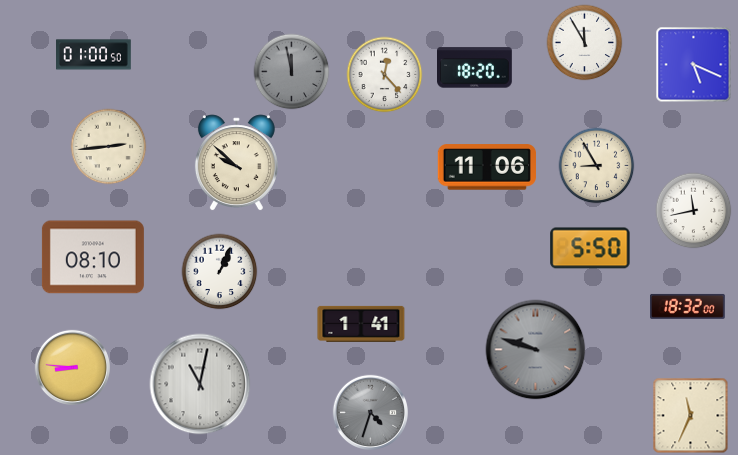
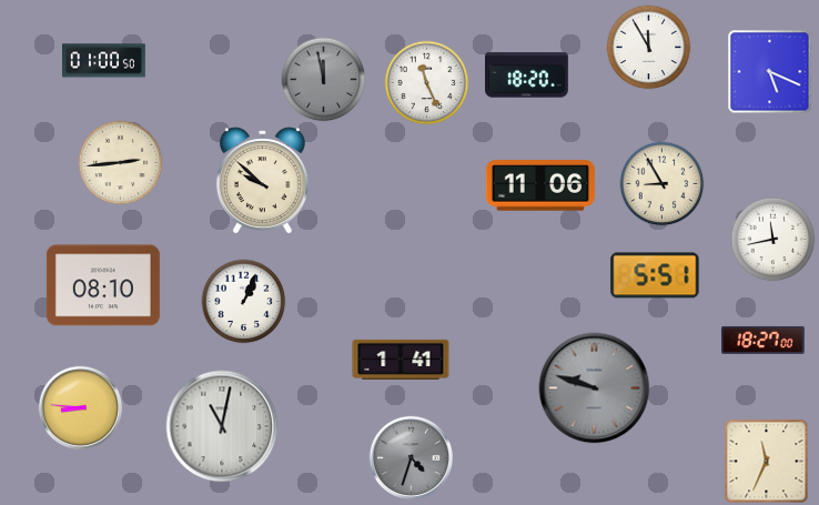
clock at (385, 75): 12:23 -> 11:26
clock at (694, 211) position: (694, 211) -> (774, 240)
clock at (590, 248): 5:50 -> 5:51
clock at (688, 306): 18:32 -> 18:27
